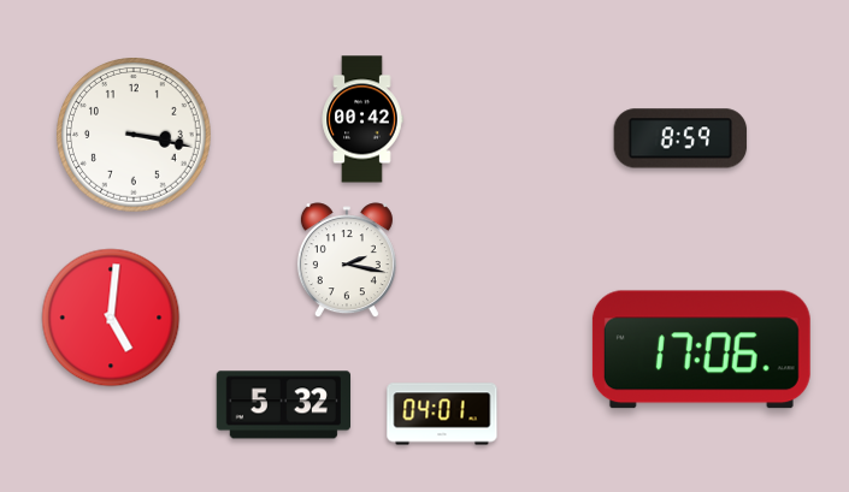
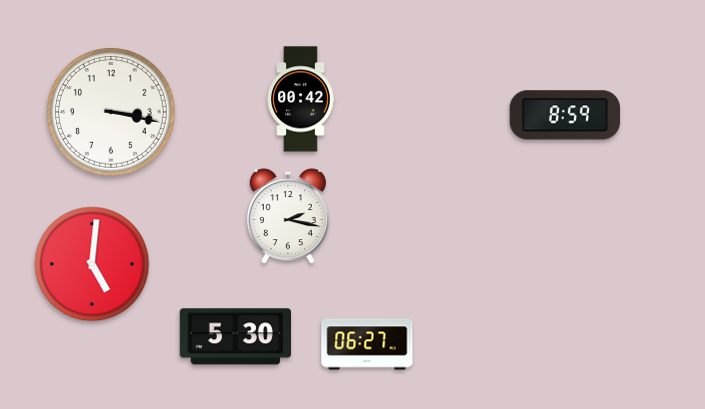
clock at (701, 350): 17:06 -> none
clock at (283, 405): 5:32 -> 5:30
clock at (442, 414): 04:01 -> 06:27
